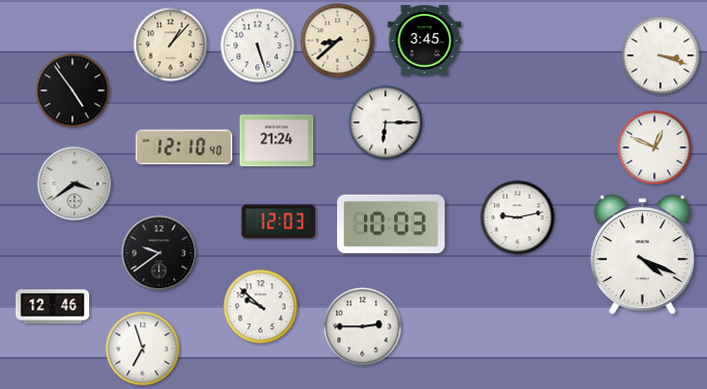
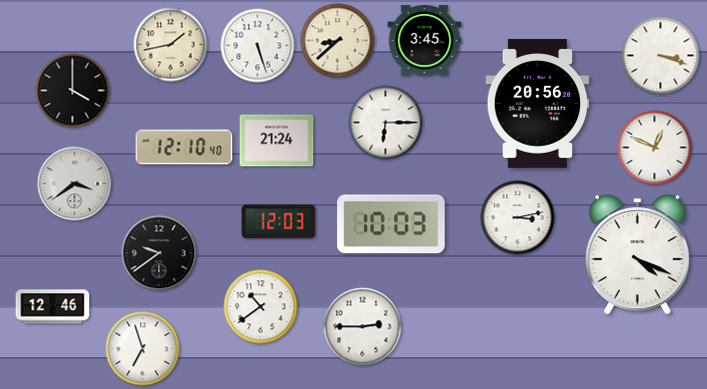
clock at (171, 45): 1:07 -> 1:43
clock at (73, 91): 4:54 -> 4:00
clock at (538, 103): none -> 20:56
clock at (518, 218): 9:13 -> 3:13
clock at (642, 255) position: (642, 255) -> (637, 255)
clock at (261, 307): 9:52 -> 10:39
